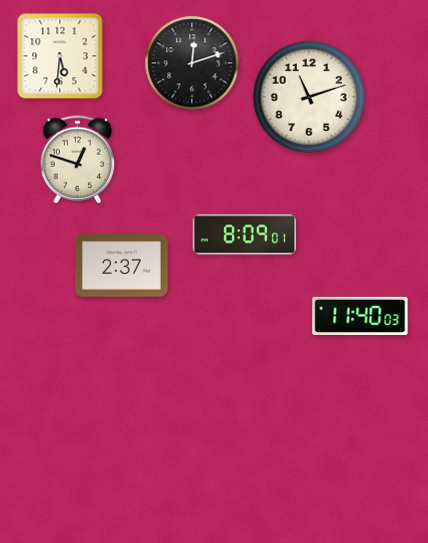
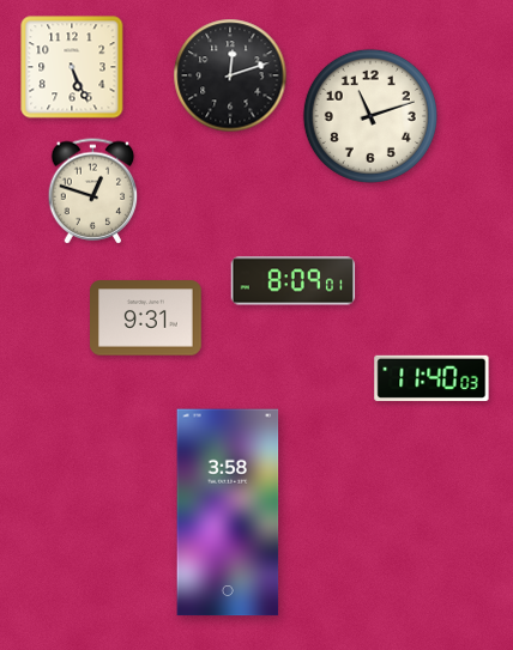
clock at (60, 56): 5:31 -> 5:26
clock at (122, 266): 2:37 -> 9:31
clock at (228, 512): none -> 3:58
